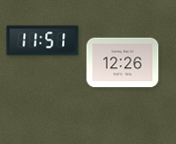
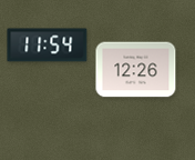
clock at (43, 41): 11:51 -> 11:54
